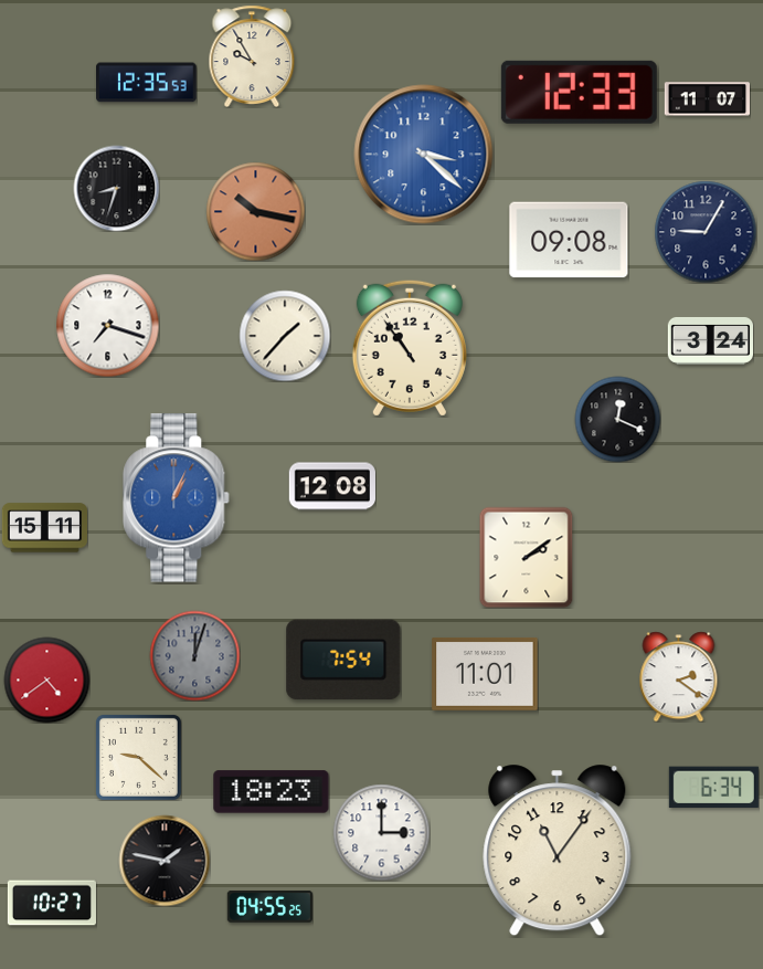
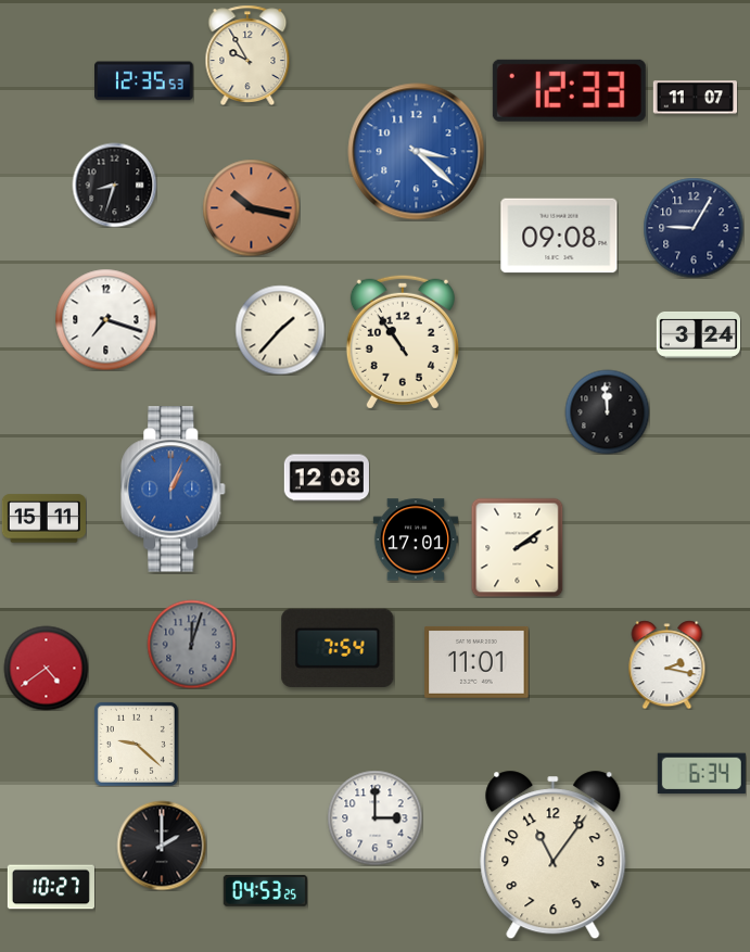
clock at (617, 419): 12:19 -> 11:59
clock at (415, 540): none -> 17:01
clock at (679, 676): 2:21 -> 2:17
clock at (272, 792): 18:23 -> none
clock at (558, 851) position: (558, 851) -> (554, 855)
clock at (165, 861): 1:47 -> 2:00
clock at (269, 907): 04:55 -> 04:53
